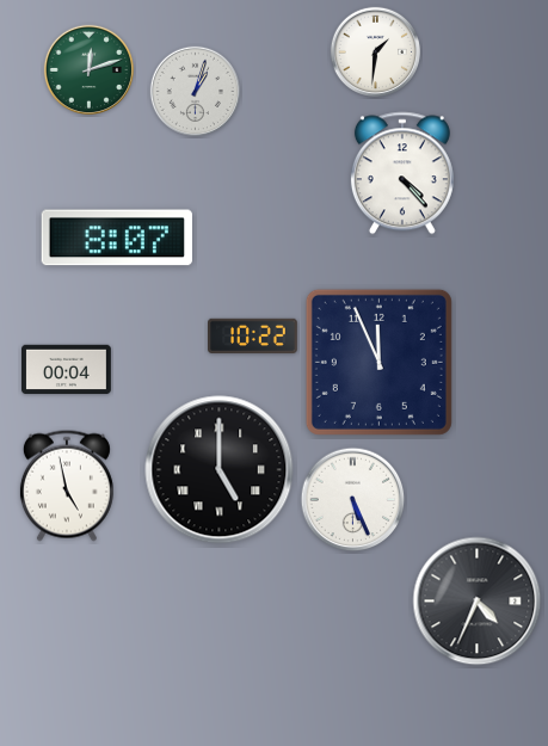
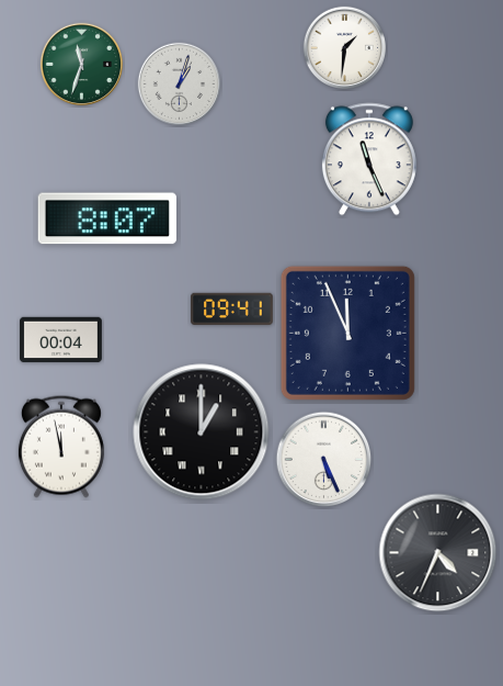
clock at (88, 69): 12:12 -> 11:33
clock at (402, 173): 4:23 -> 11:26
clock at (253, 337): 10:22 -> 09:41
clock at (220, 470): 5:00 -> 1:00
clock at (67, 486): 4:58 -> 11:58
